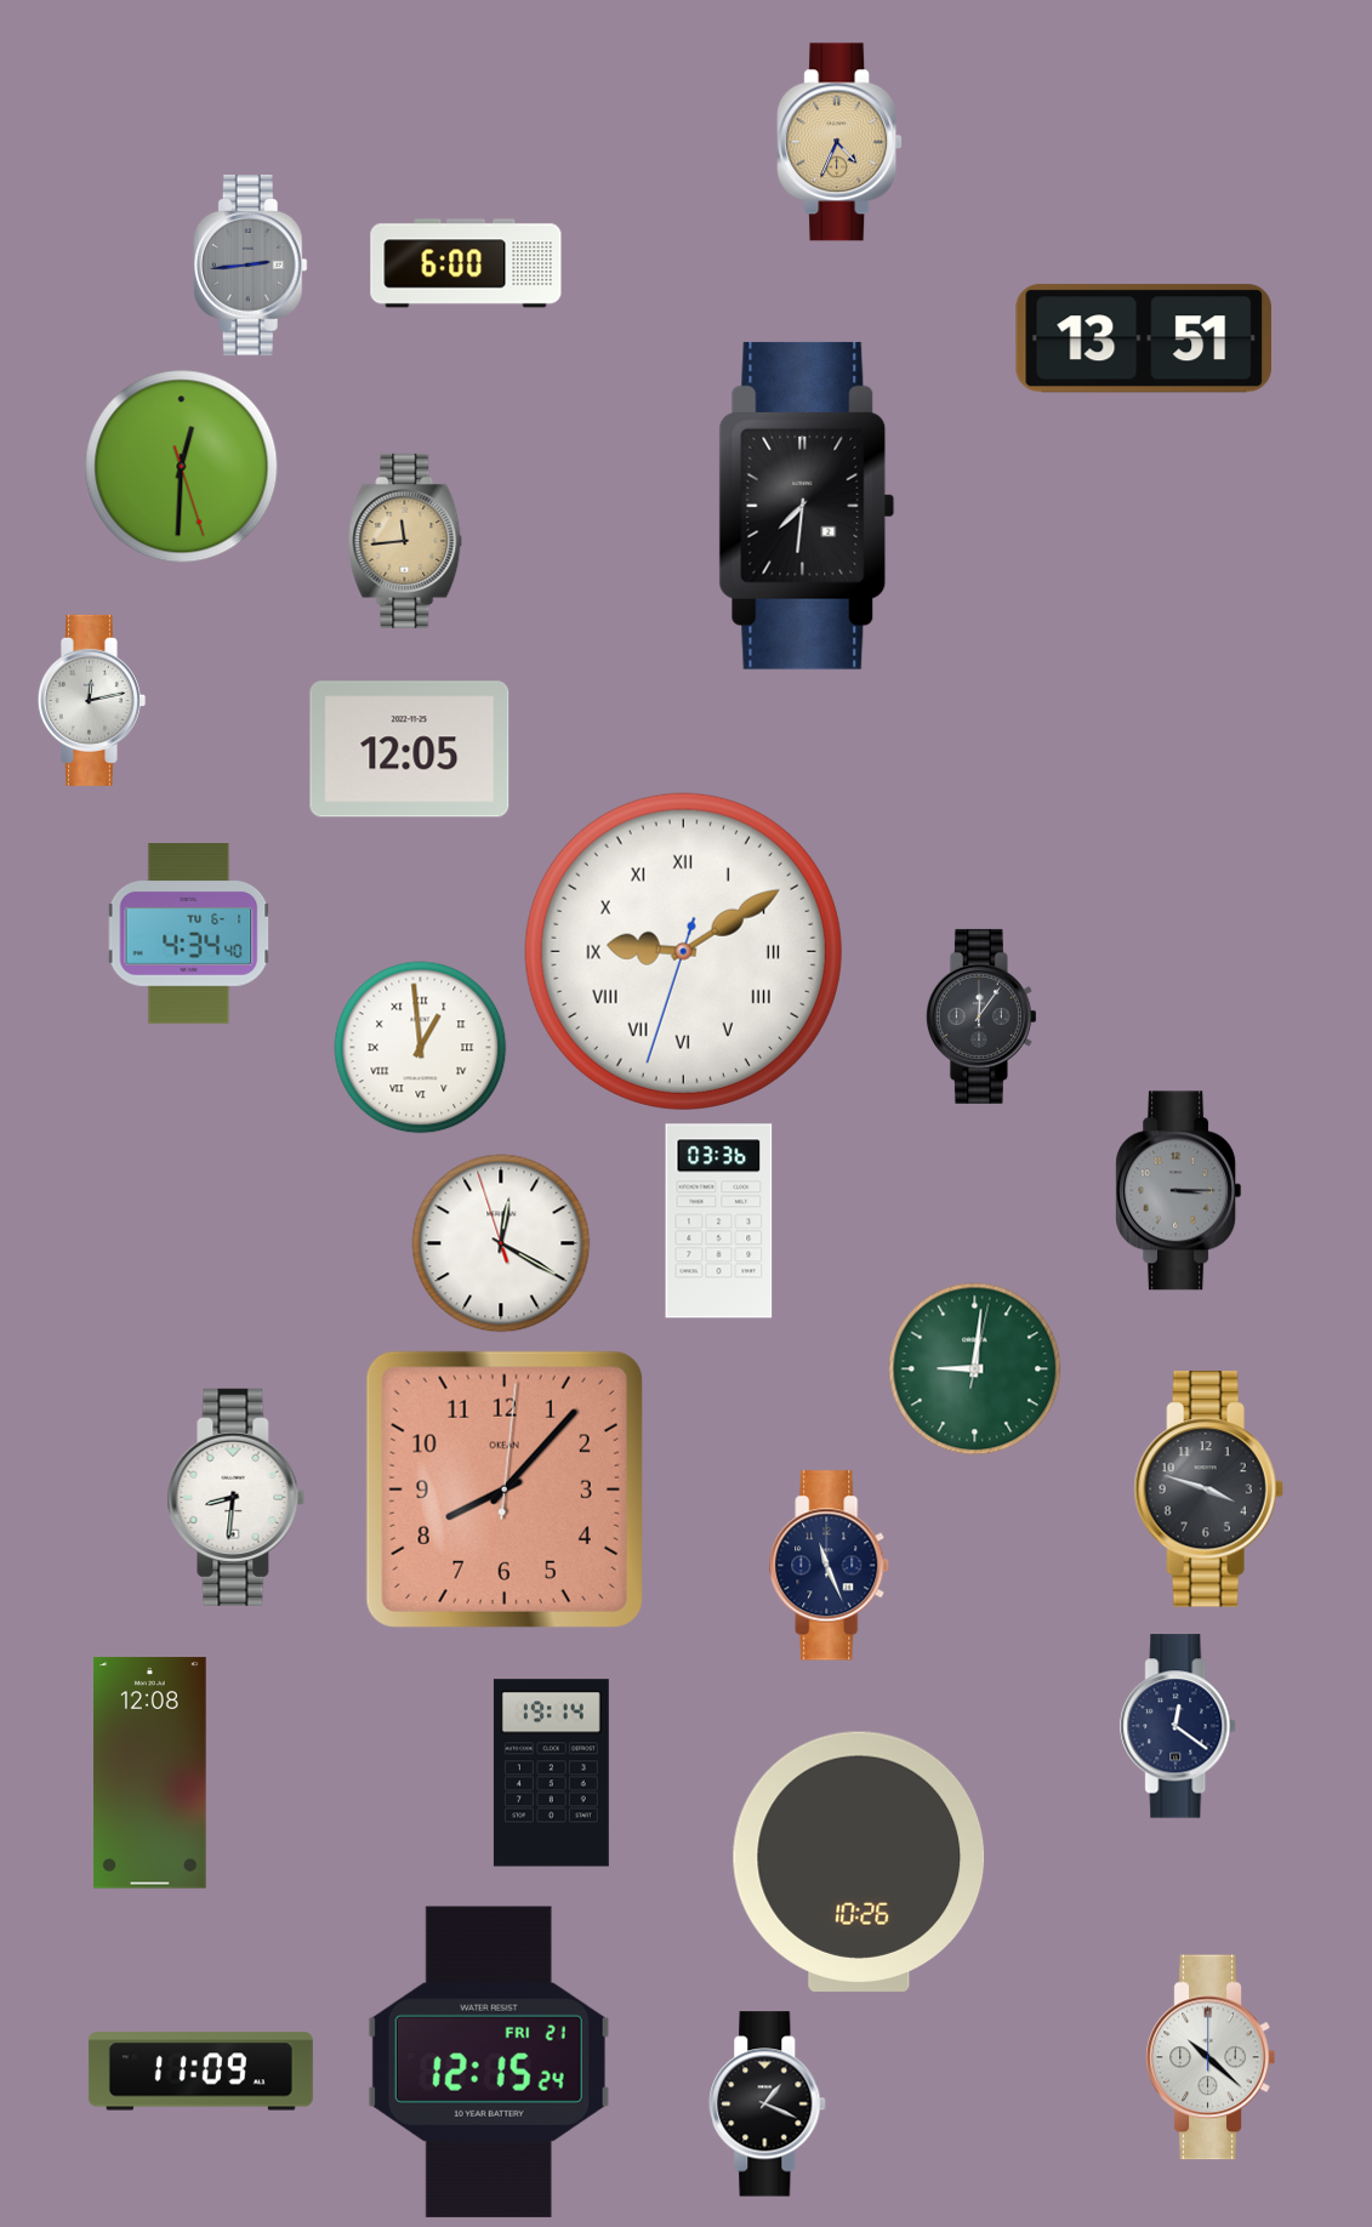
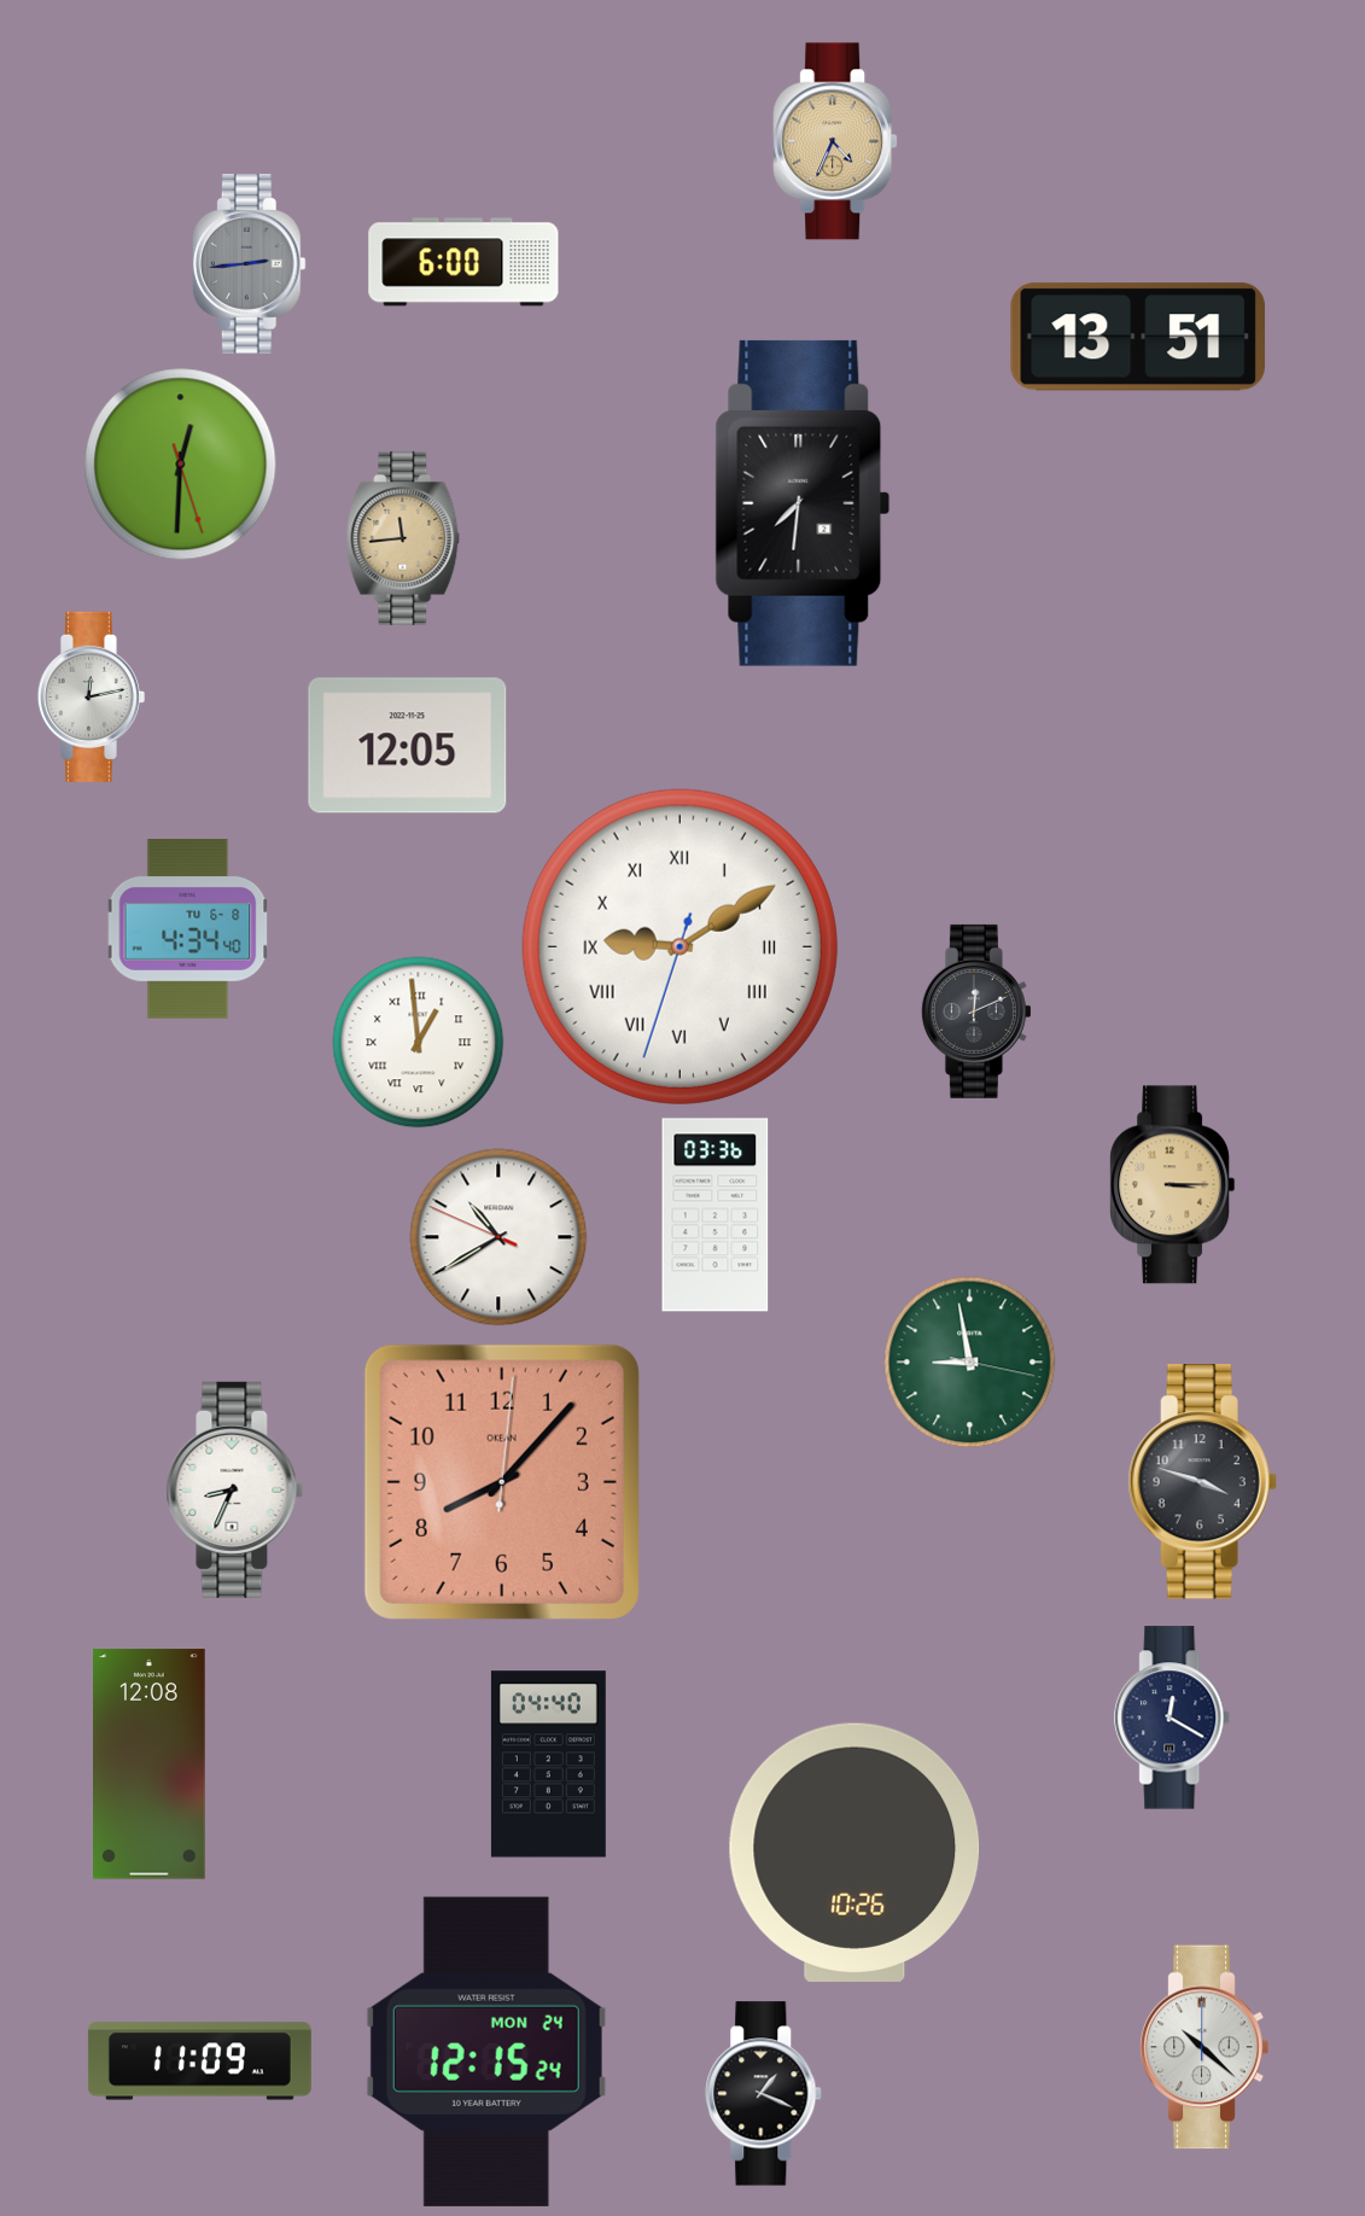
clock at (189, 934) date: TU 6-1 -> TU 6-8
clock at (981, 1016): 12:06 -> 12:11
clock at (1179, 1191) dial: grey -> champagne
clock at (501, 1243): 12:19 -> 10:39
clock at (975, 1369): 9:01 -> 8:58
clock at (237, 1497): 8:31 -> 8:34
clock at (830, 1566): 11:26 -> none
clock at (1179, 1726): 12:21 -> 12:20
clock at (551, 1773): 19:14 -> 04:40
clock at (489, 2062) date: FRI 21 -> MON 24
